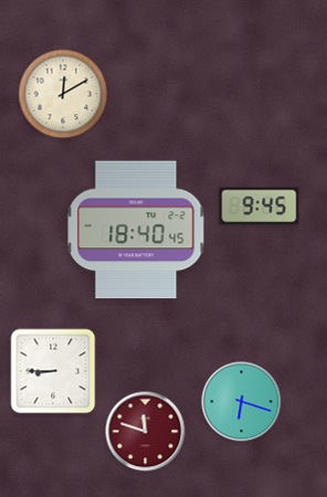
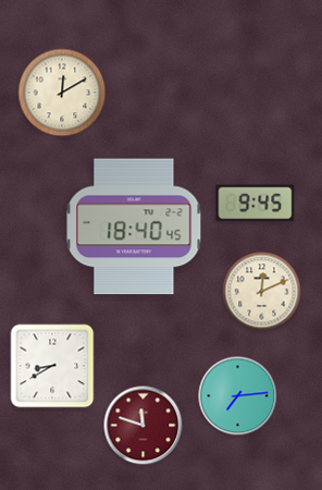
clock at (262, 292): none -> 12:11
clock at (53, 371): 8:45 -> 8:40
clock at (242, 402): 6:18 -> 7:14
